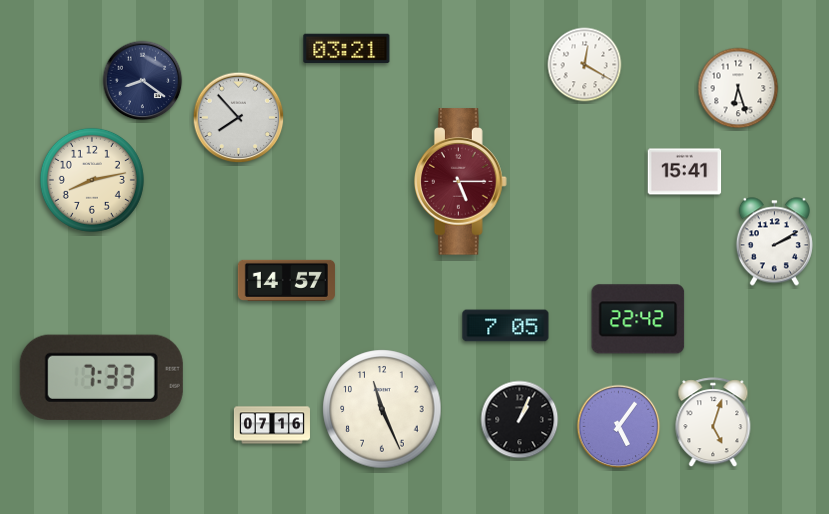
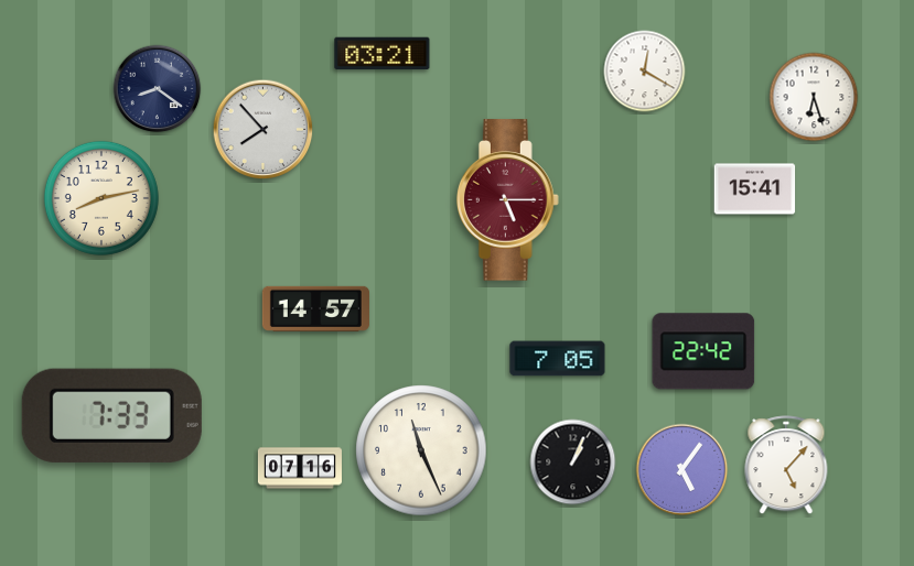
clock at (774, 242): 2:10 -> none
clock at (713, 423): 5:03 -> 5:07
